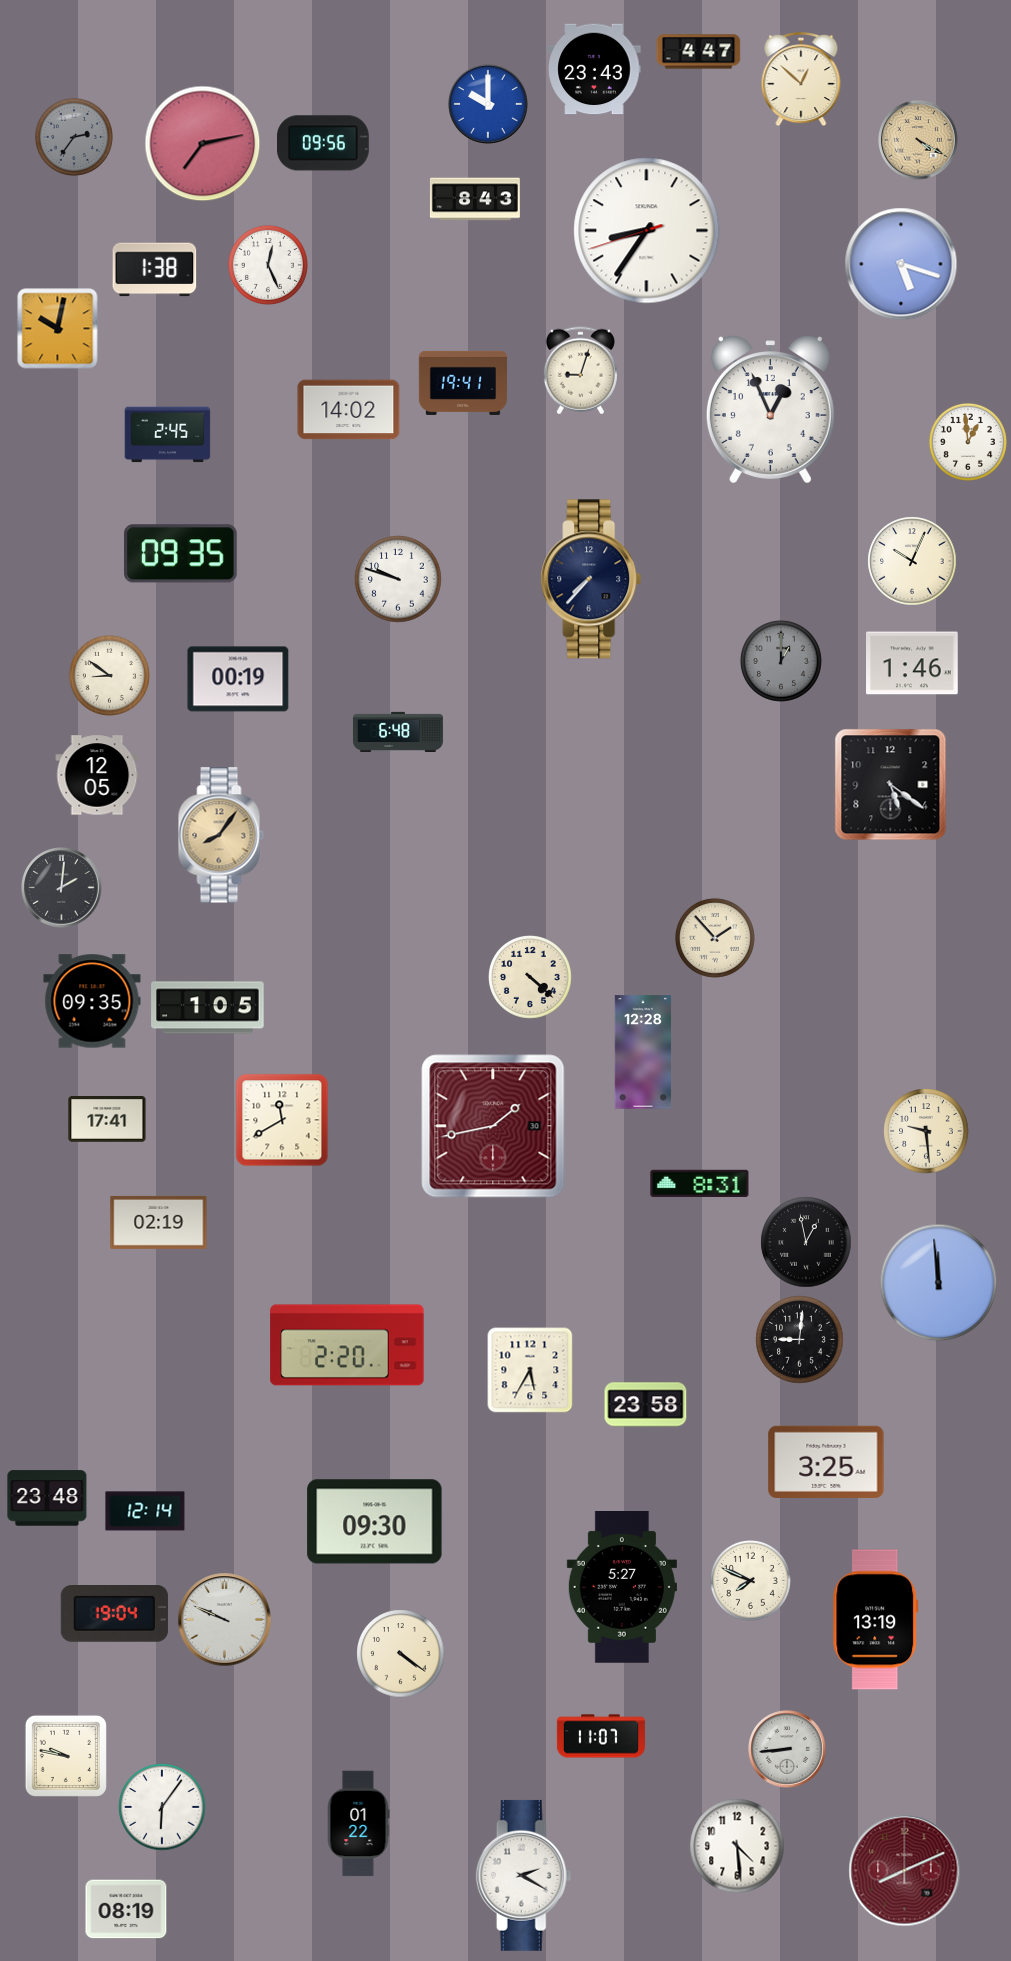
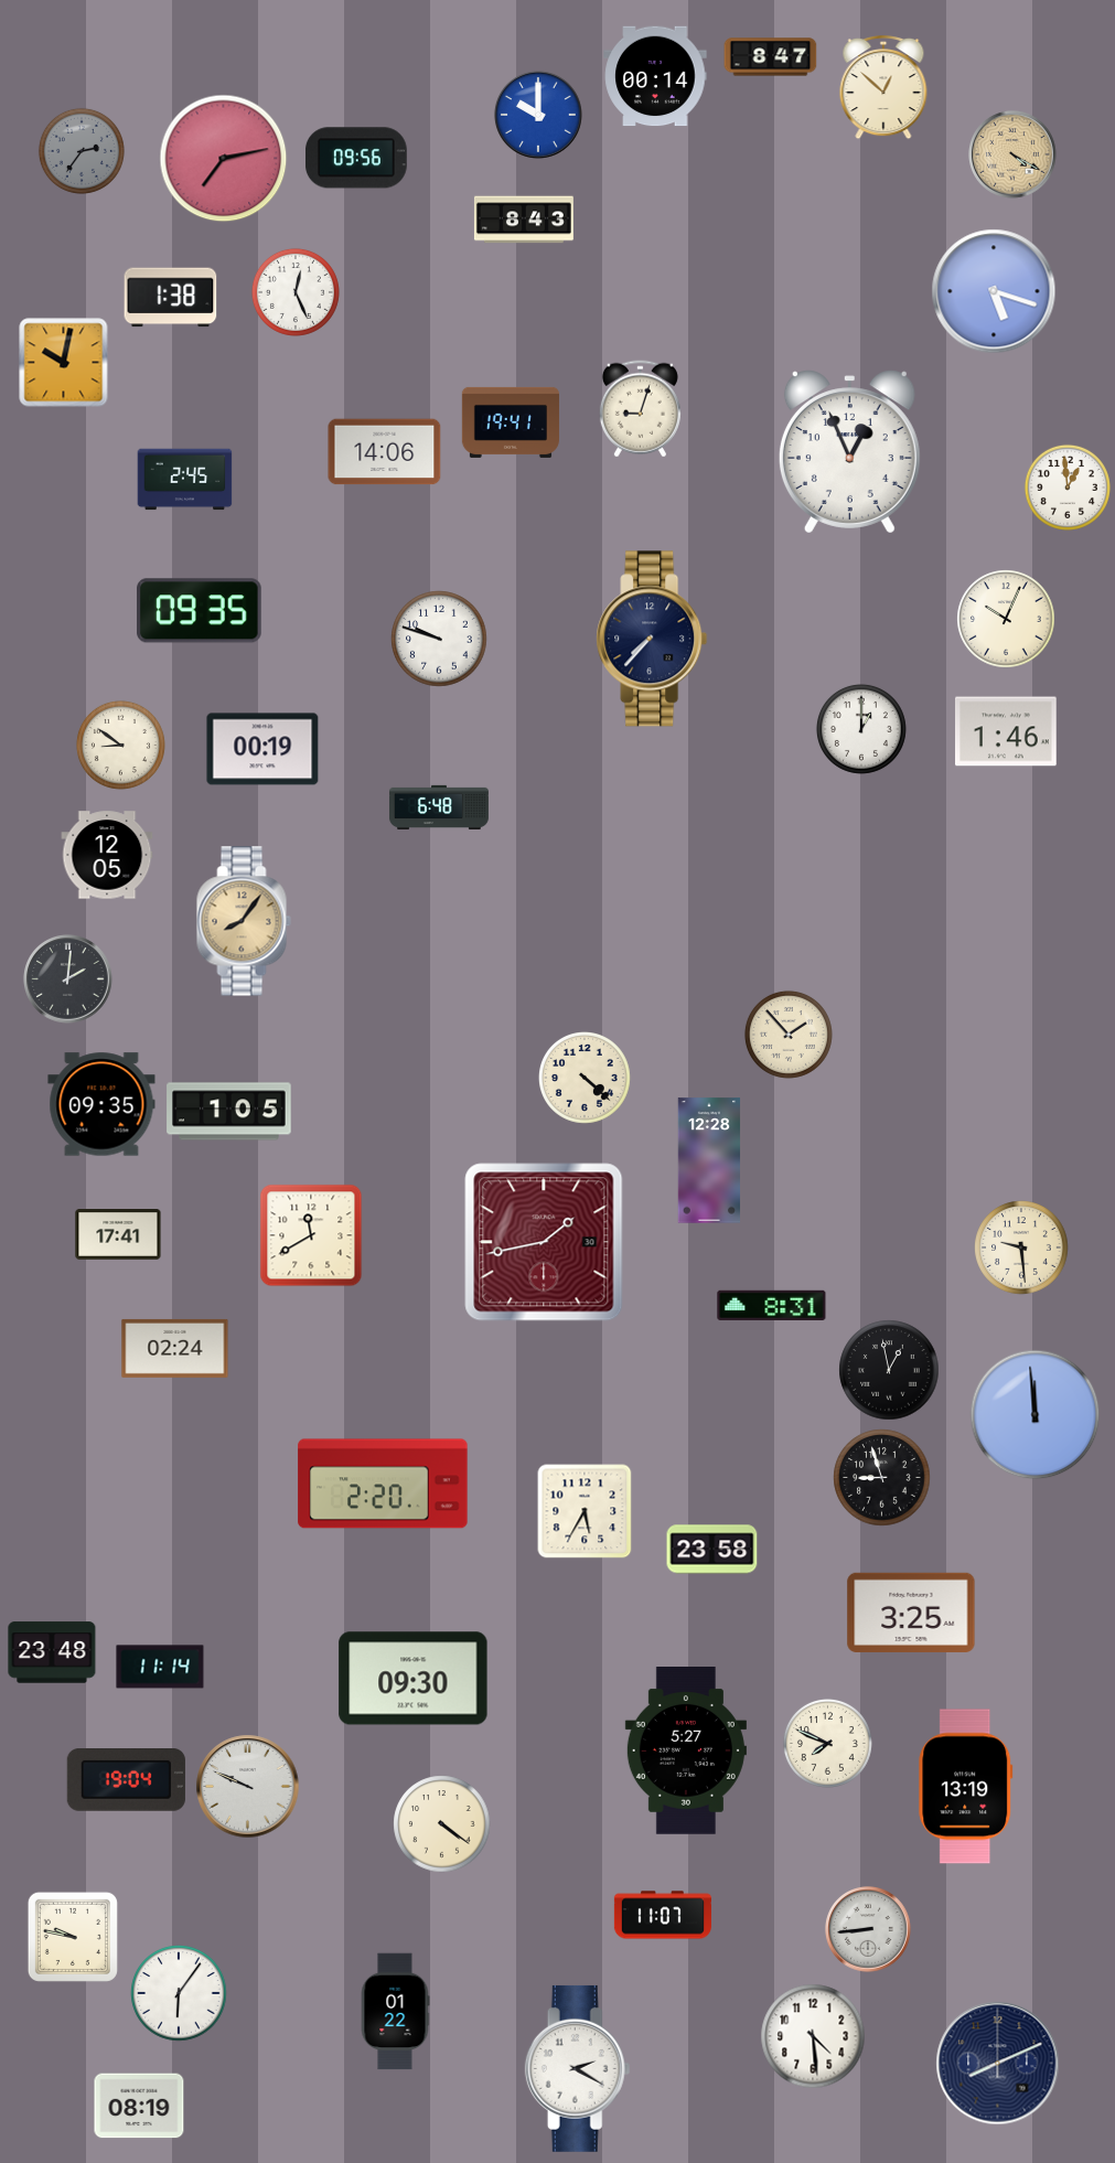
clock at (699, 52): 4:47 -> 8:47
clock at (594, 69): 23:43 -> 00:14
clock at (647, 231): 8:35 -> none
clock at (349, 410): 14:02 -> 14:06
clock at (781, 661) dial: grey -> white
clock at (891, 785): 5:21 -> none
clock at (159, 1222): 02:19 -> 02:24
clock at (800, 1340): 9:01 -> 8:57
clock at (145, 1511): 12:14 -> 11:14
clock at (905, 1871) dial: burgundy -> navy
